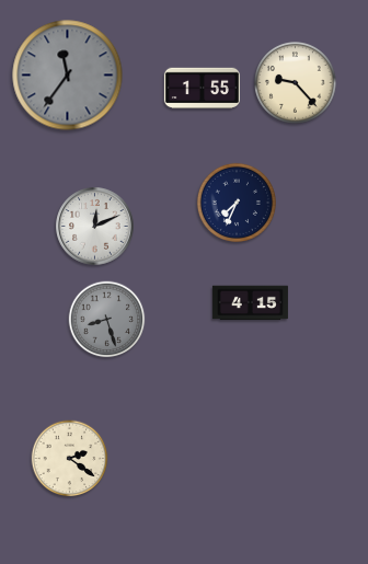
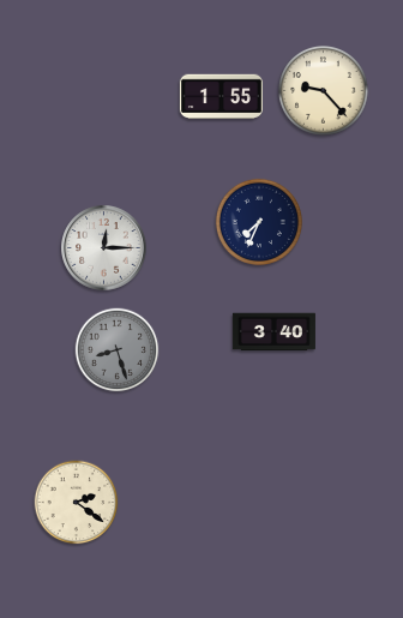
clock at (68, 76): 11:36 -> none
clock at (95, 227): 12:11 -> 12:15
clock at (250, 303): 4:15 -> 3:40
